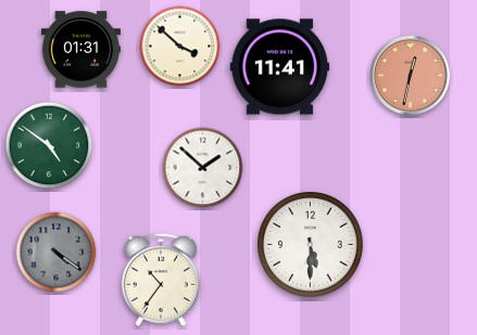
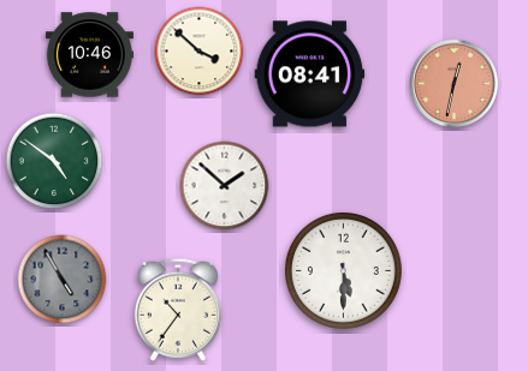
clock at (80, 50): 01:31 -> 10:46
clock at (280, 67): 11:41 -> 08:41
clock at (57, 253): 4:21 -> 4:55
